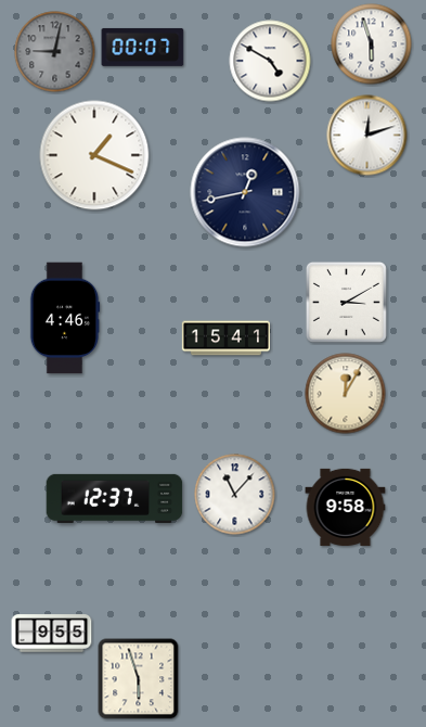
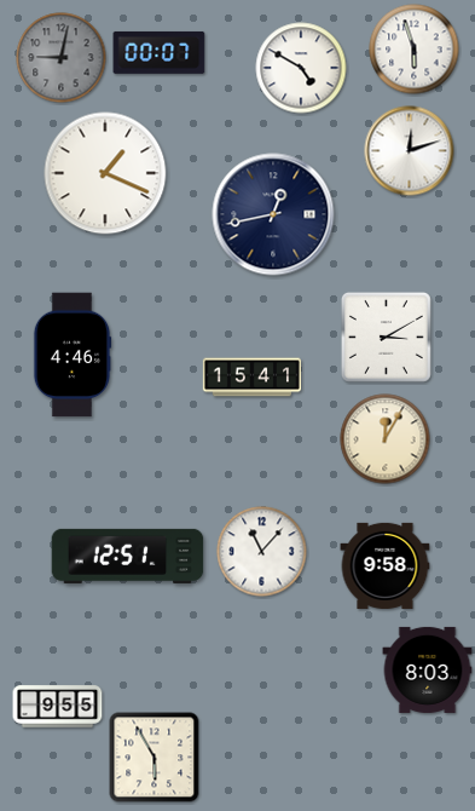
clock at (115, 498): 12:37 -> 12:51
clock at (428, 669): none -> 8:03
clock at (139, 679): 5:57 -> 5:55
